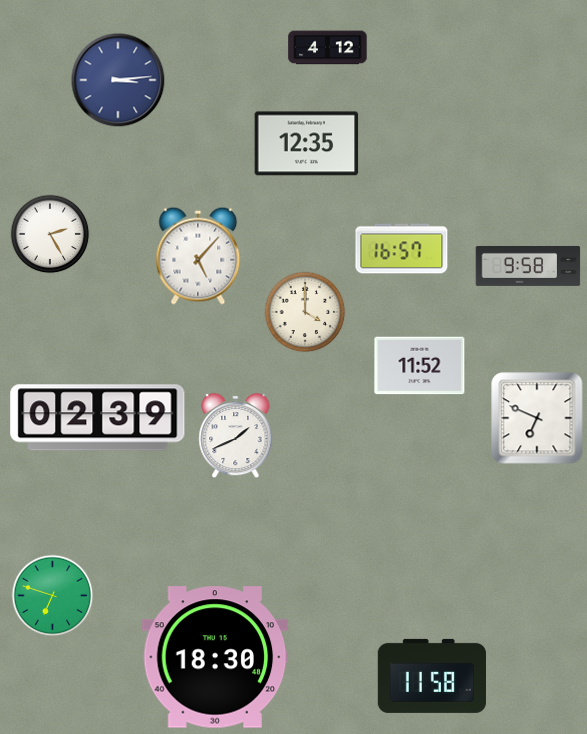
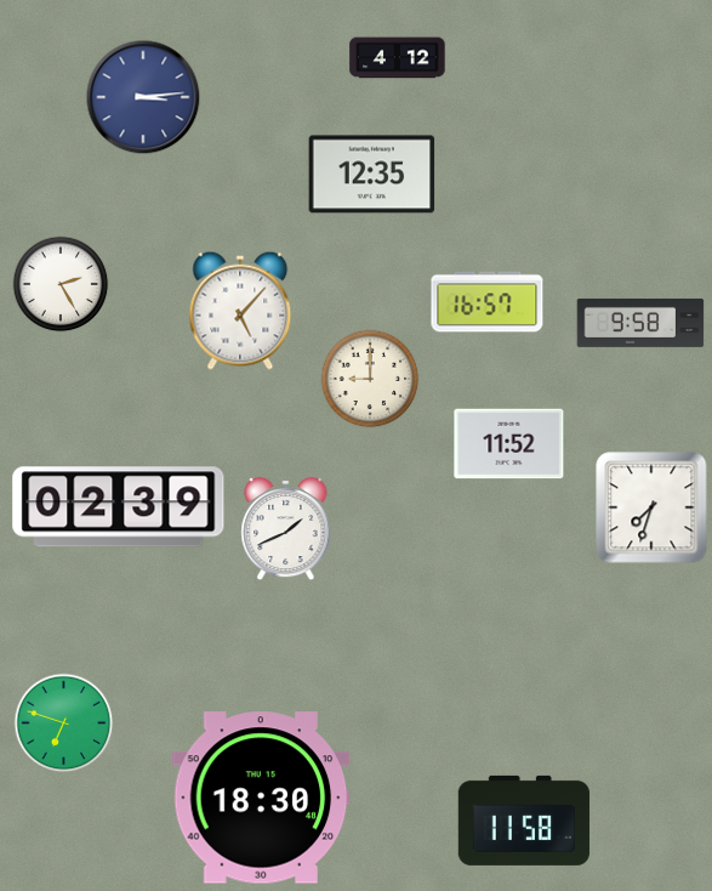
clock at (305, 312): 4:00 -> 9:00
clock at (537, 418): 6:49 -> 7:33
